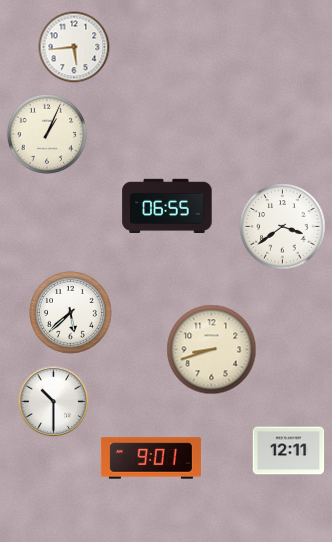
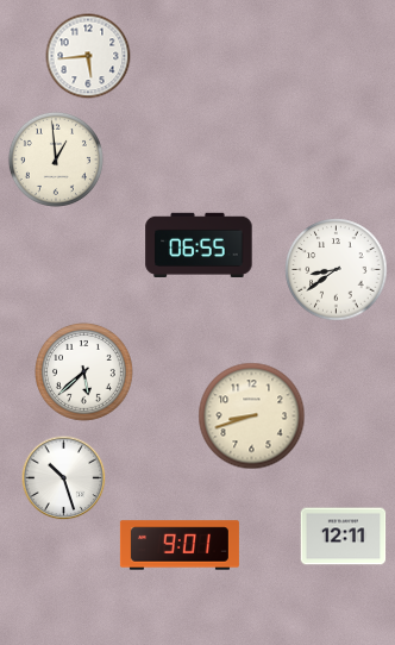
clock at (47, 134): 1:04 -> 12:59
clock at (283, 227): 3:39 -> 8:39
clock at (54, 402): 10:30 -> 10:27
